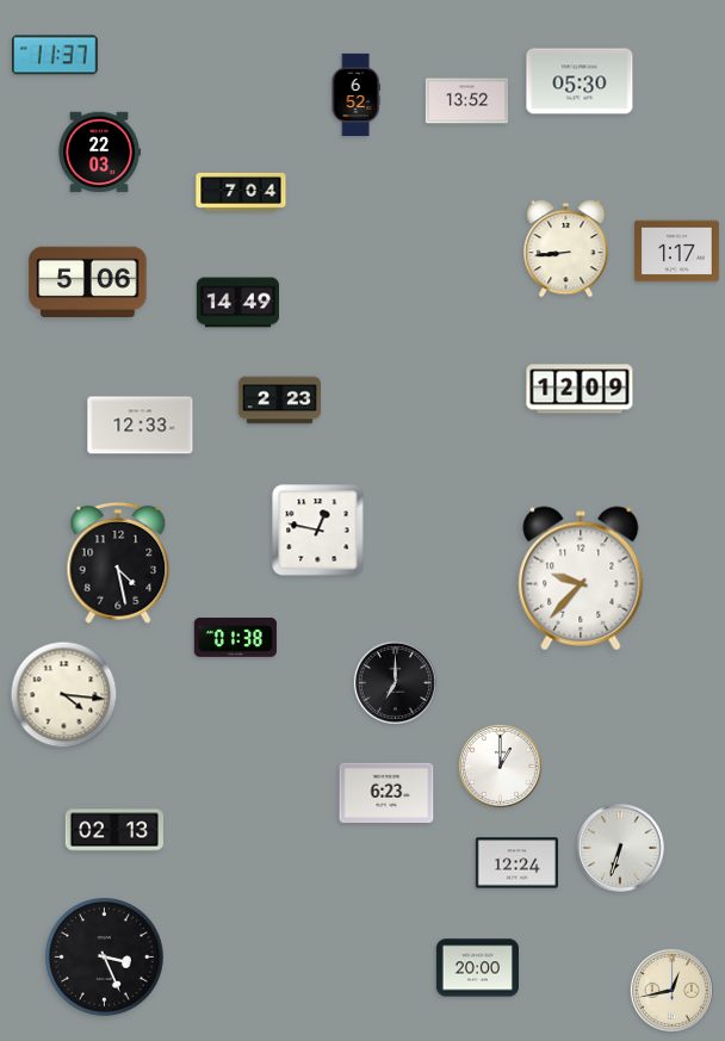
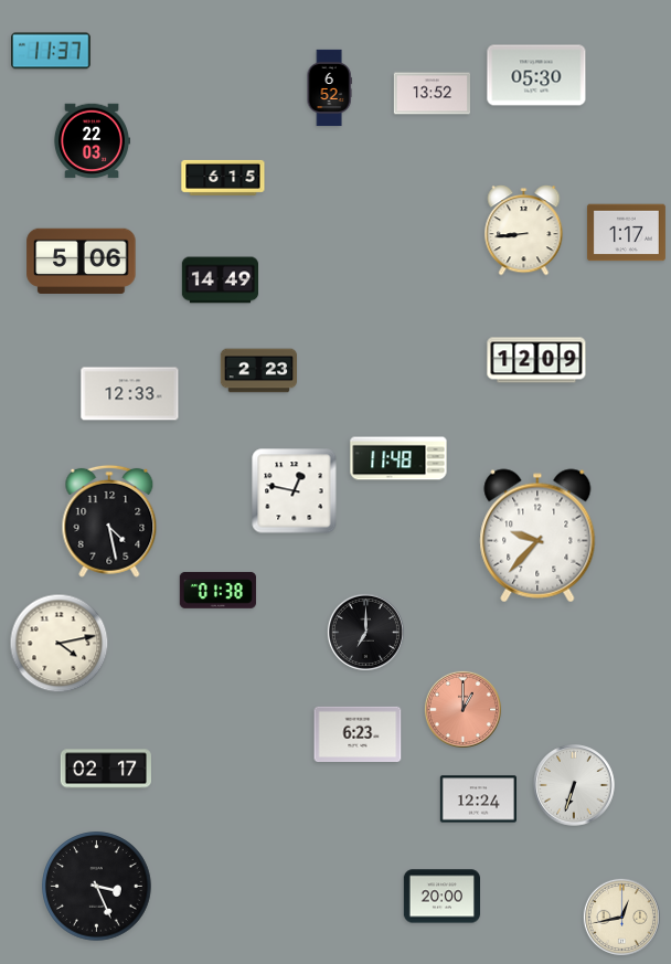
clock at (241, 192): 7:04 -> 6:15
clock at (398, 458): none -> 11:48
clock at (64, 695): 4:16 -> 4:13
clock at (500, 766) dial: white -> salmon
clock at (114, 830): 02:13 -> 02:17
